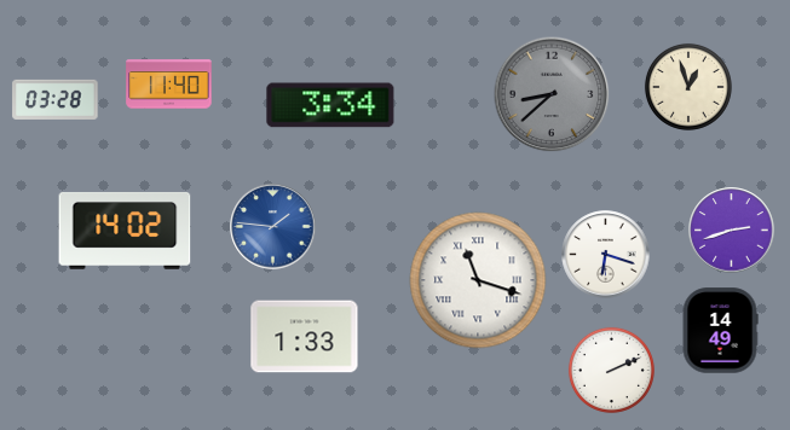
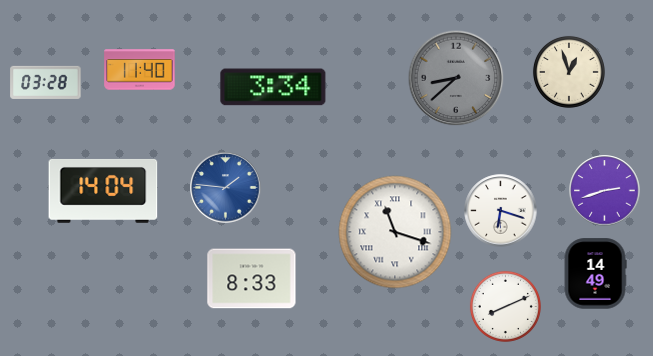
clock at (125, 231): 14:02 -> 14:04
clock at (305, 337): 1:33 -> 8:33
clock at (611, 370): 2:11 -> 8:11
